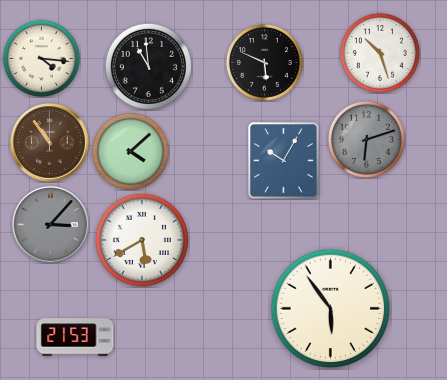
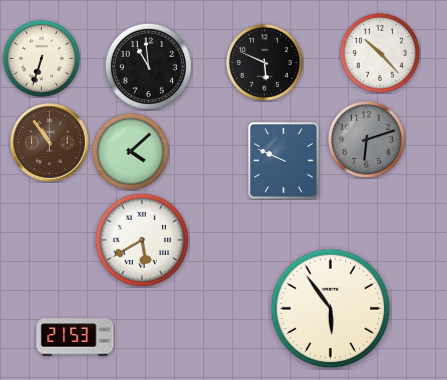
clock at (380, 53): 10:27 -> 10:23
clock at (41, 58): 4:16 -> 6:33
clock at (284, 161): 10:05 -> 9:49
clock at (51, 225): 3:07 -> none
